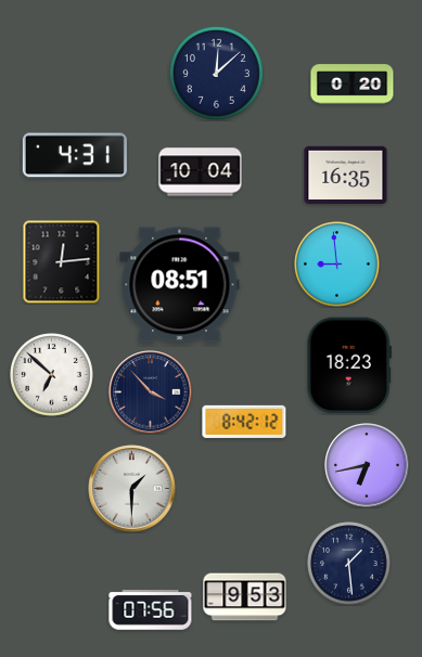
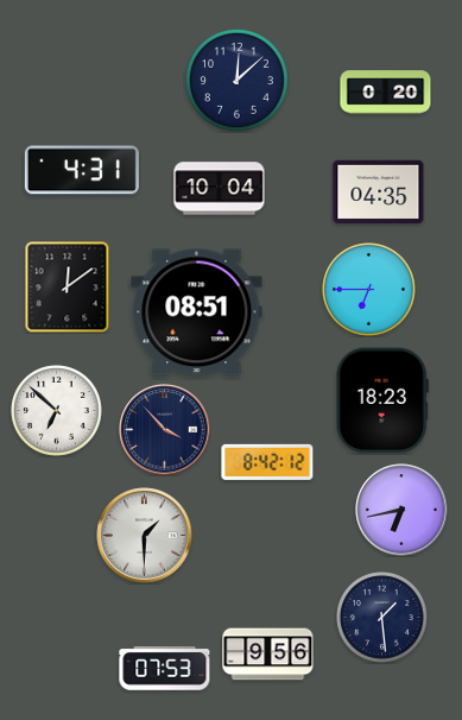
clock at (346, 175): 16:35 -> 04:35
clock at (62, 261): 12:14 -> 12:09
clock at (337, 265): 8:59 -> 6:45
clock at (245, 597): 9:53 -> 9:56
clock at (151, 610): 07:56 -> 07:53
